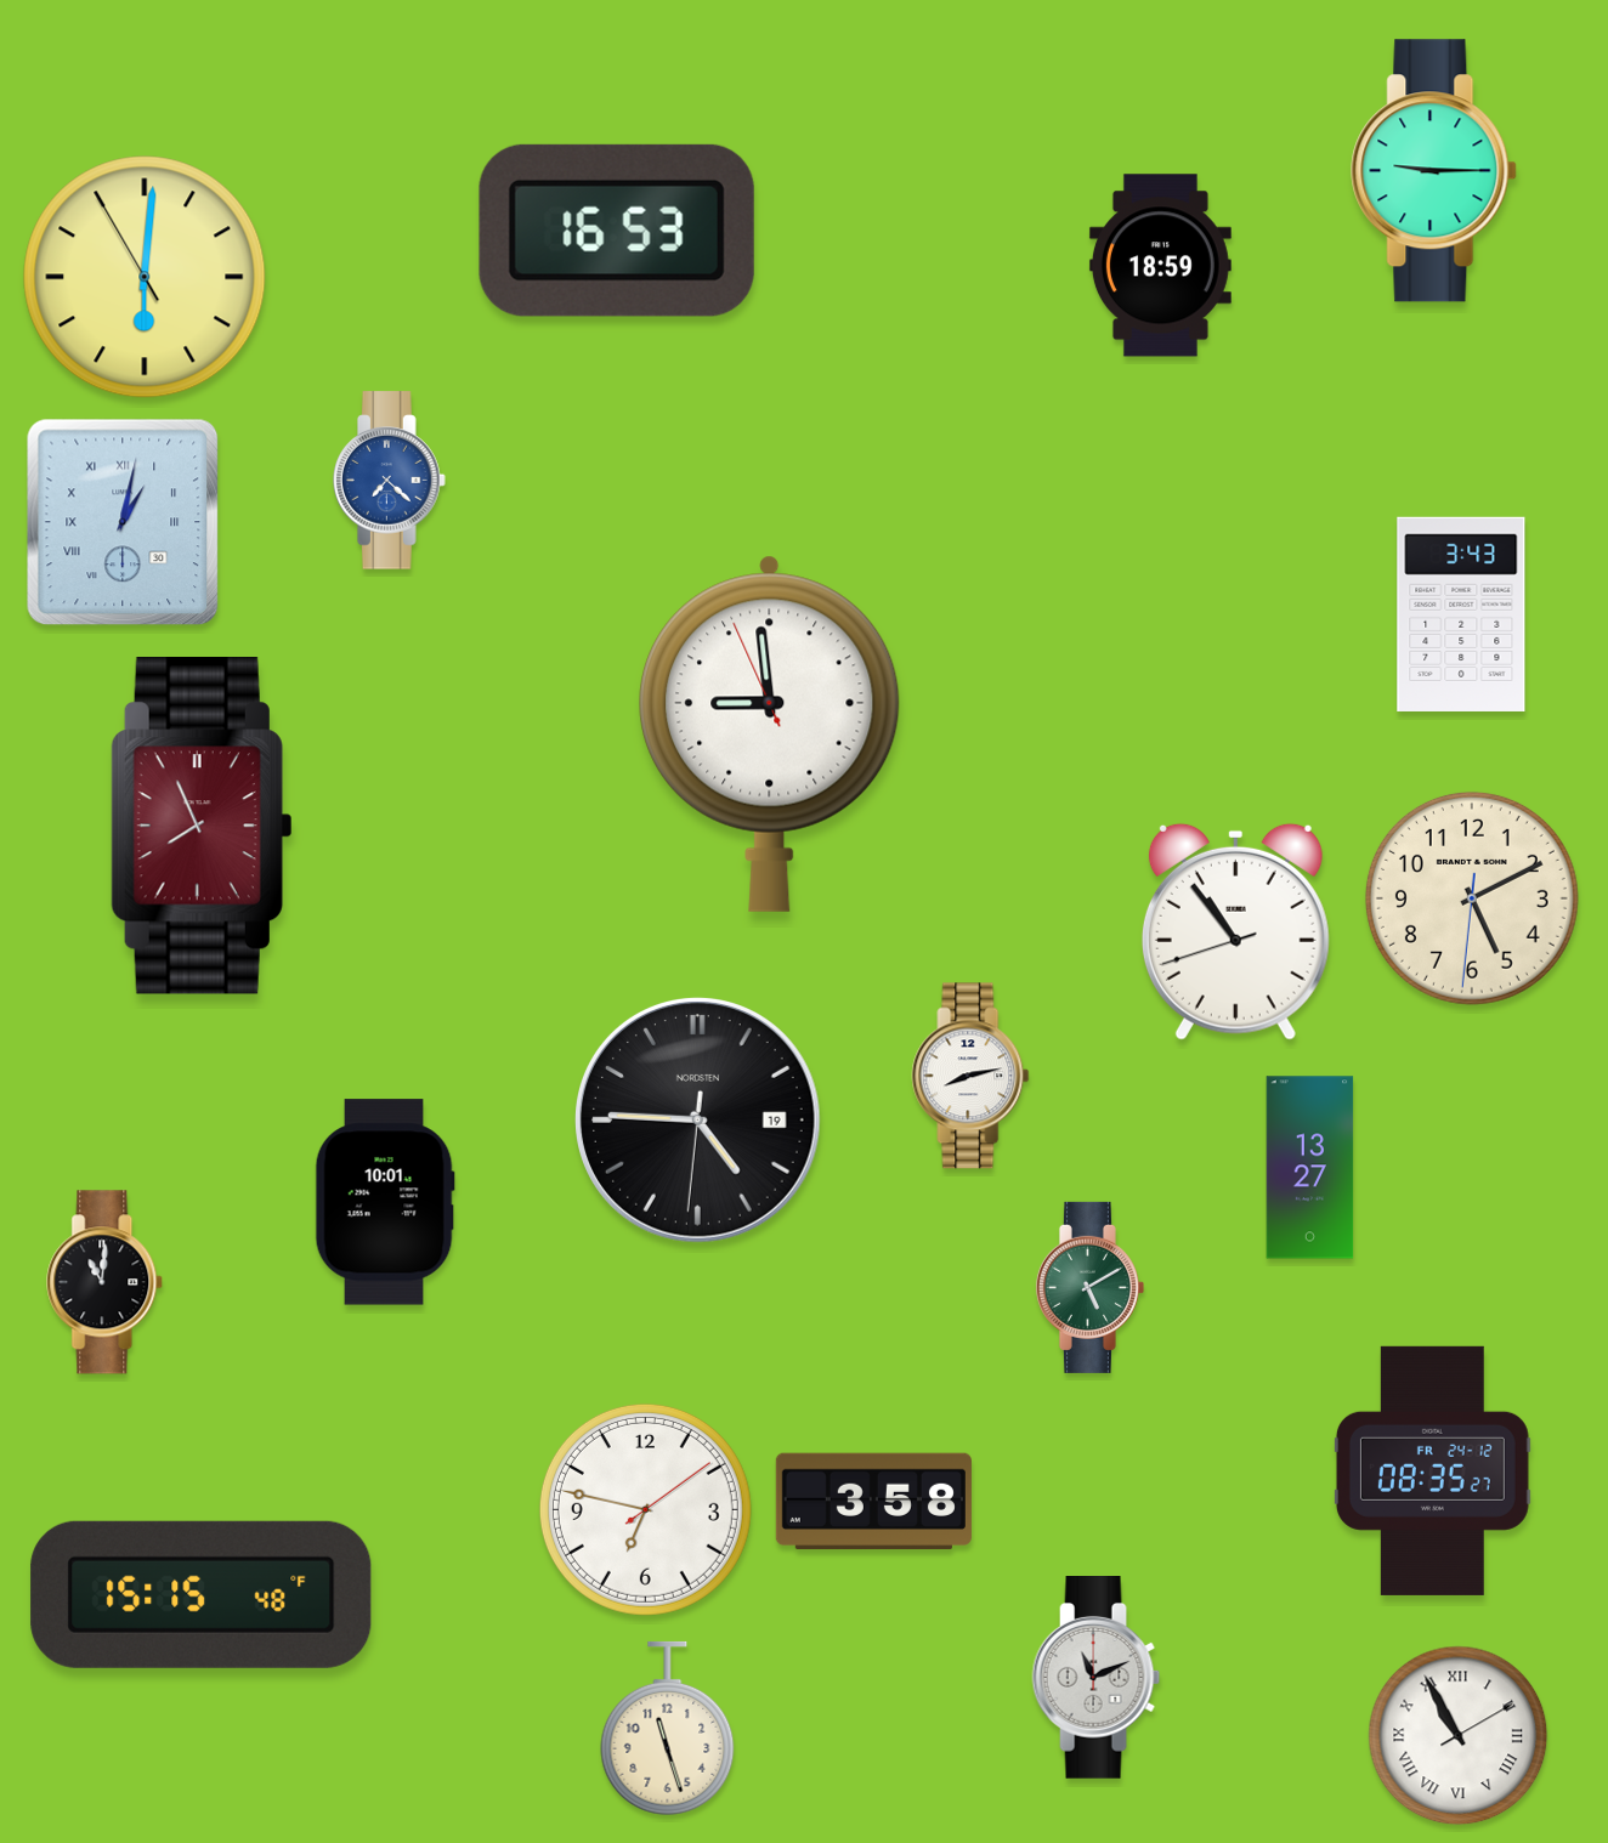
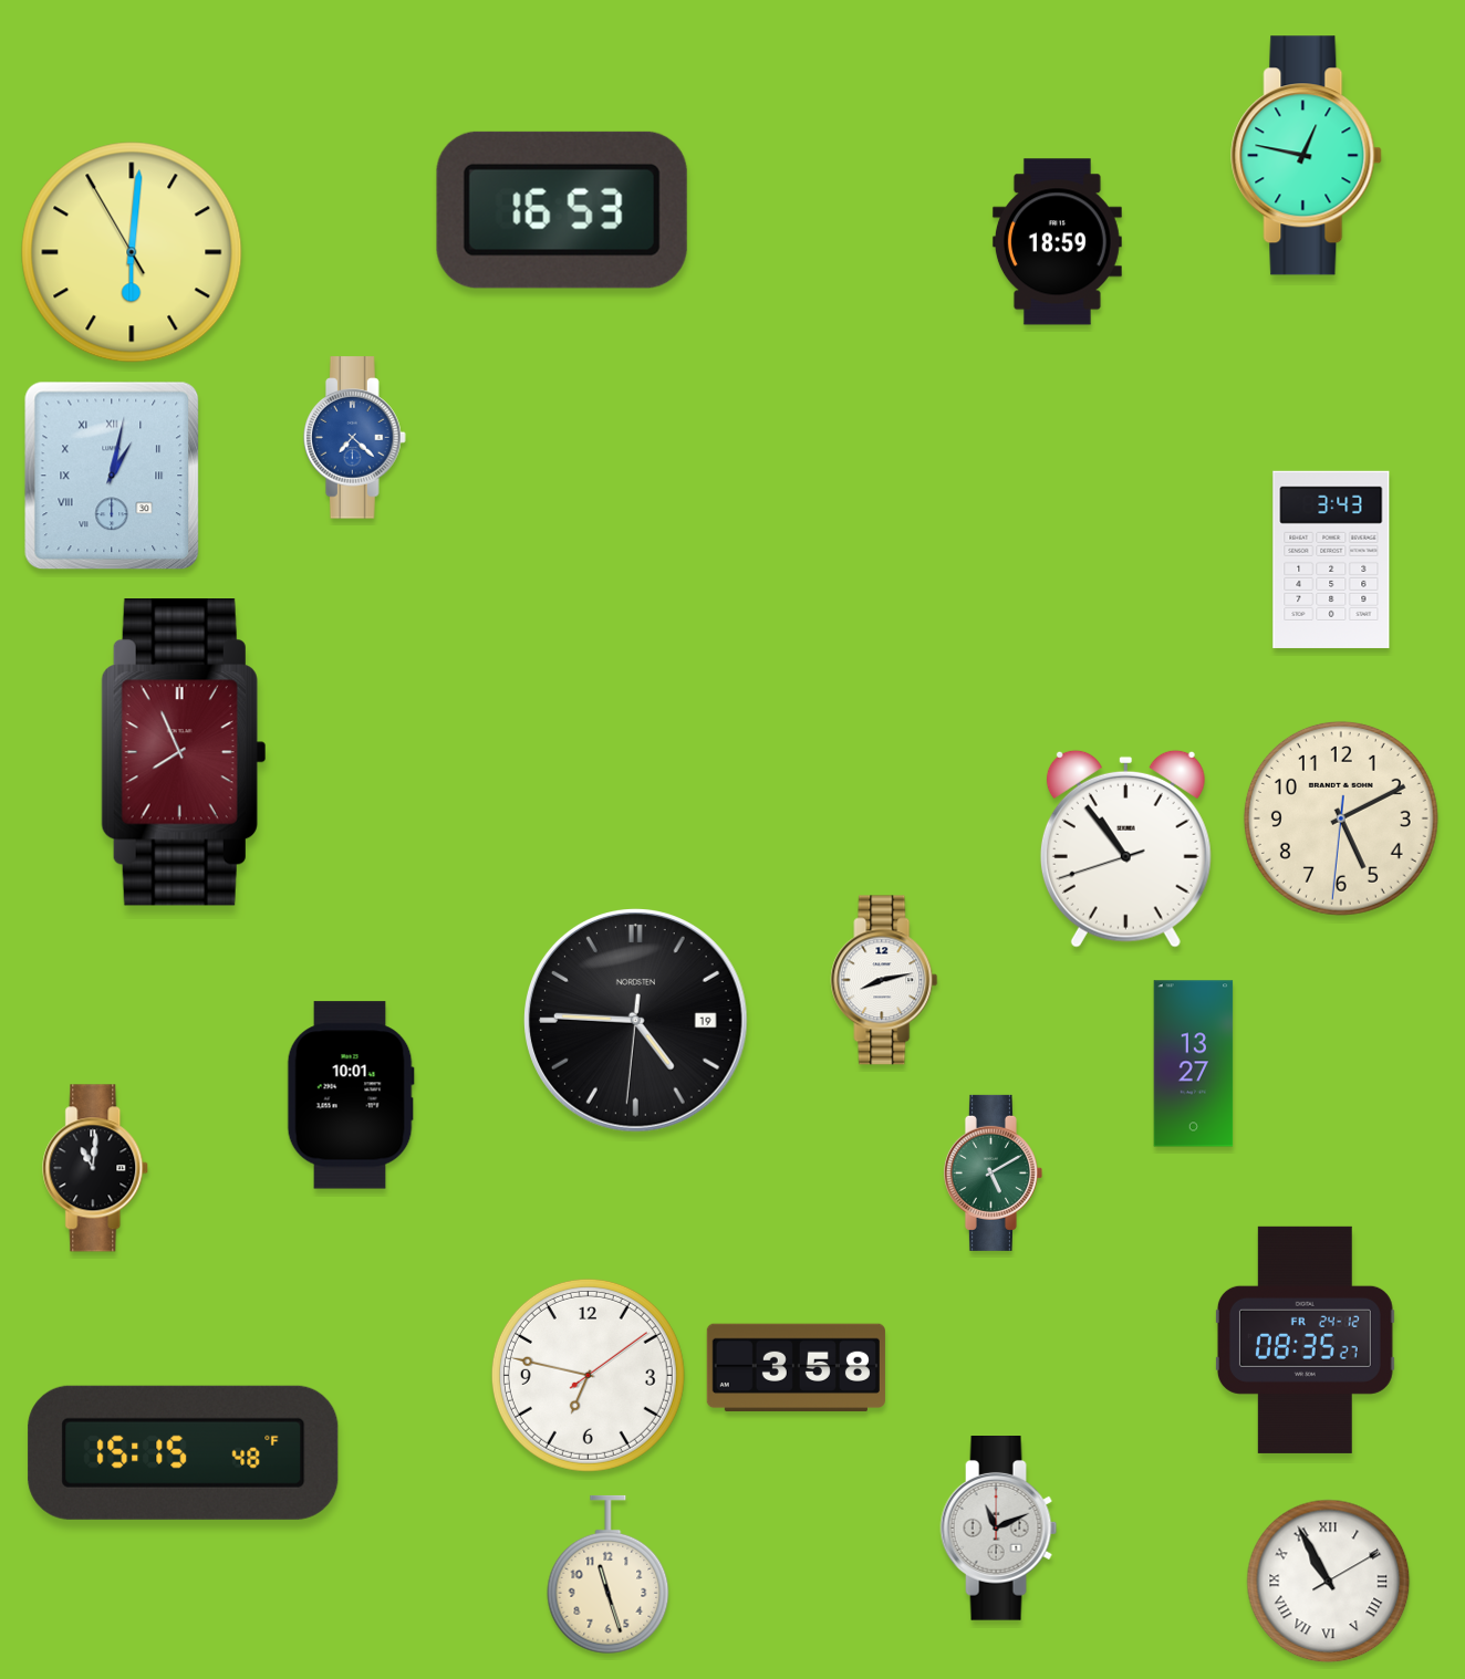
clock at (1434, 171): 9:15 -> 12:47
clock at (770, 733): 8:58 -> none
